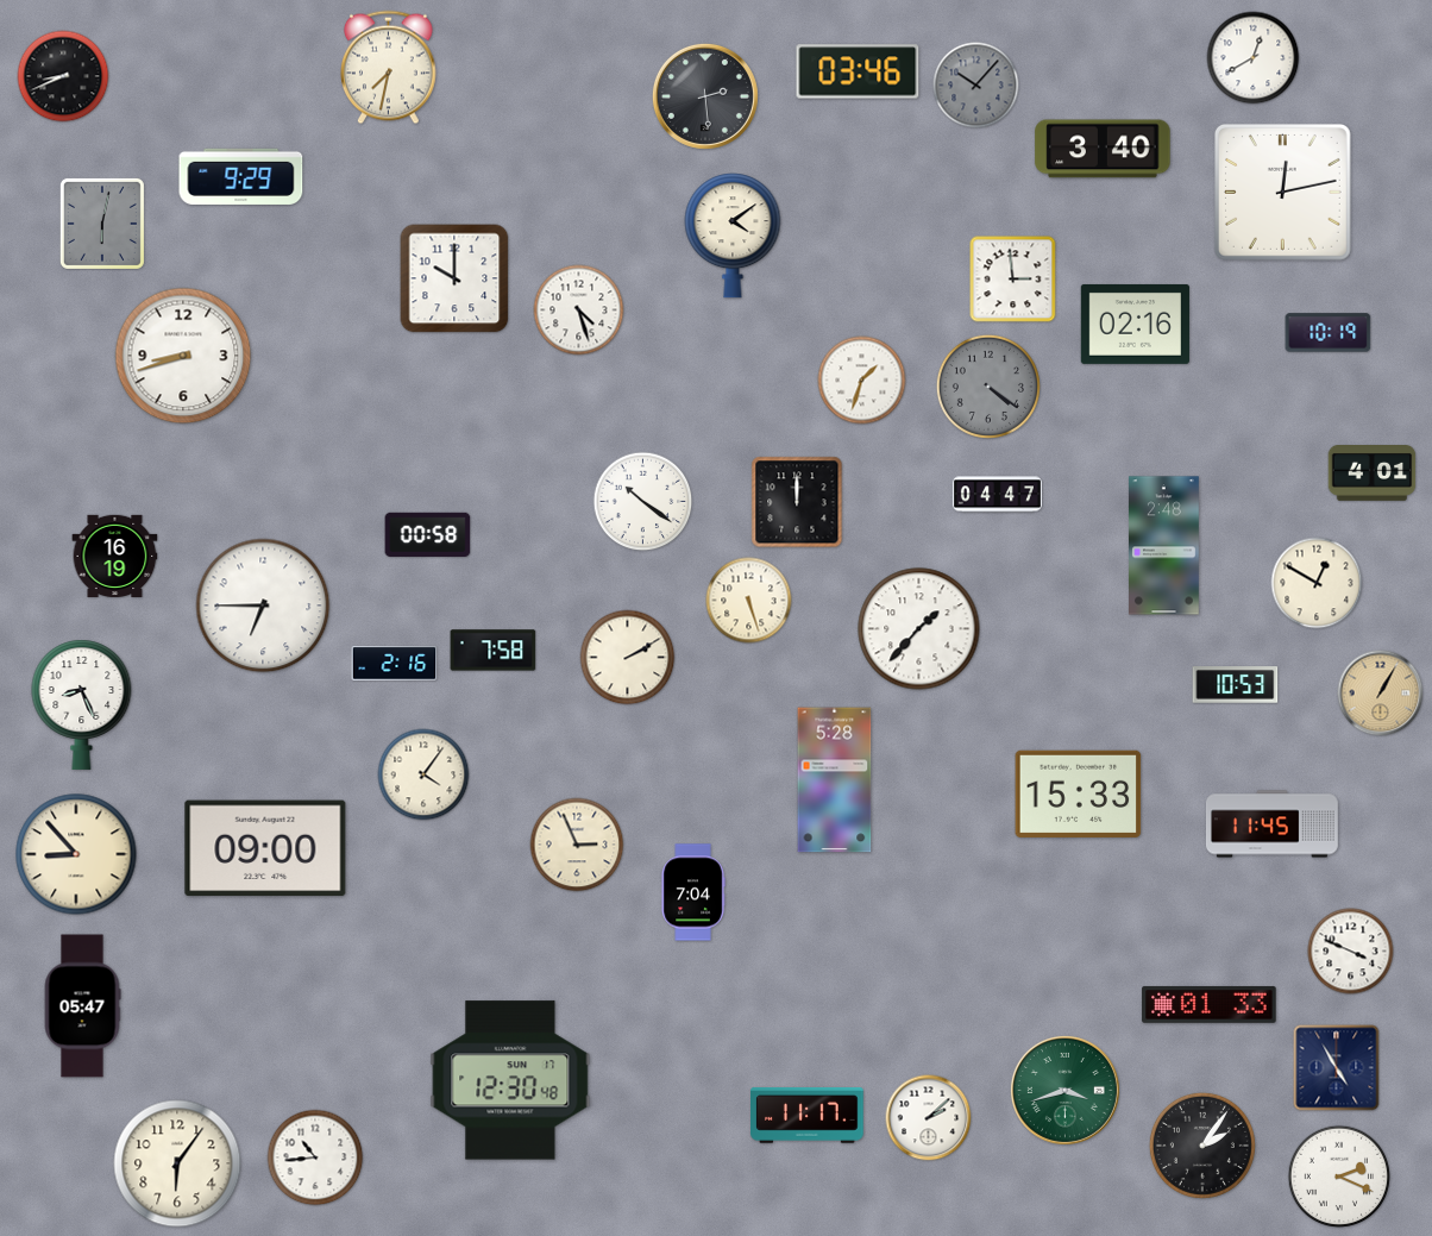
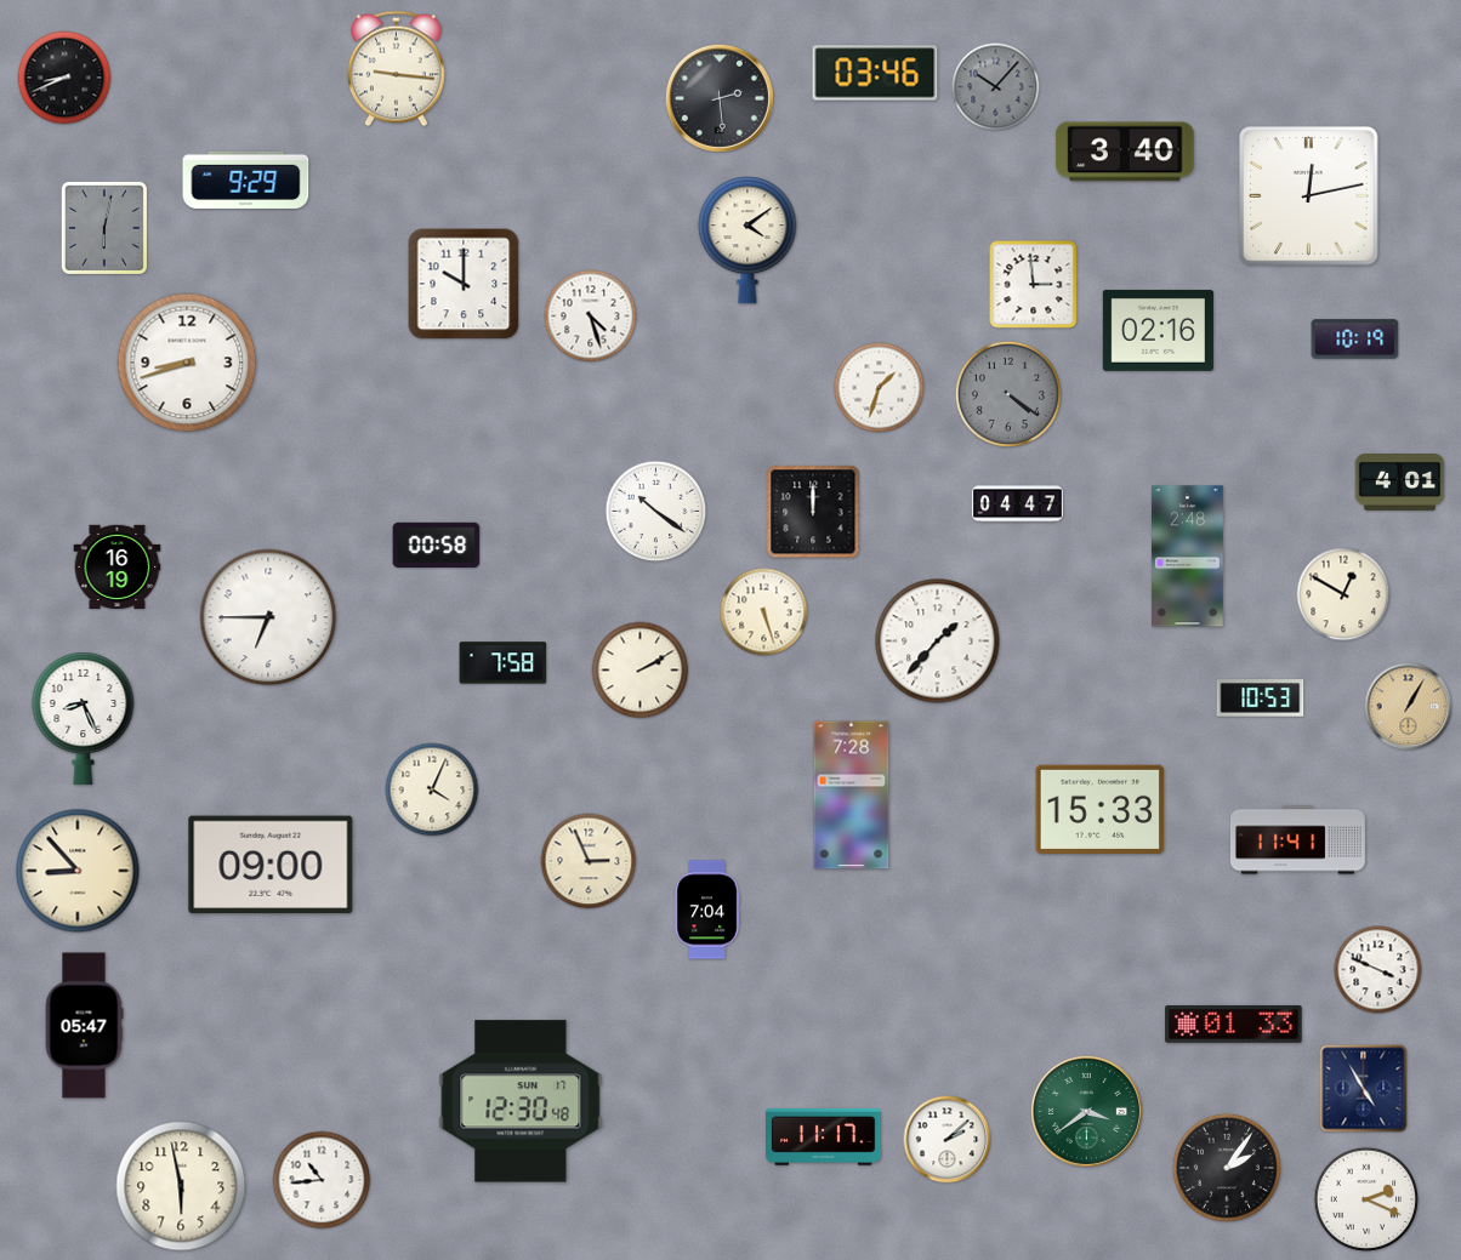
clock at (1254, 58): 12:40 -> none
clock at (389, 68): 7:32 -> 9:16
clock at (395, 664): 2:16 -> none
clock at (423, 774): 4:06 -> 4:04
clock at (835, 780): 5:28 -> 7:28
clock at (1273, 824): 11:45 -> 11:41
clock at (1064, 1090): 3:42 -> 3:39
clock at (177, 1163): 6:06 -> 5:58
